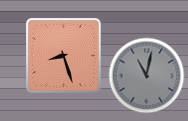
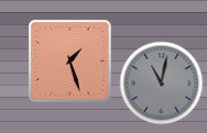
clock at (64, 56): 8:27 -> 1:27
